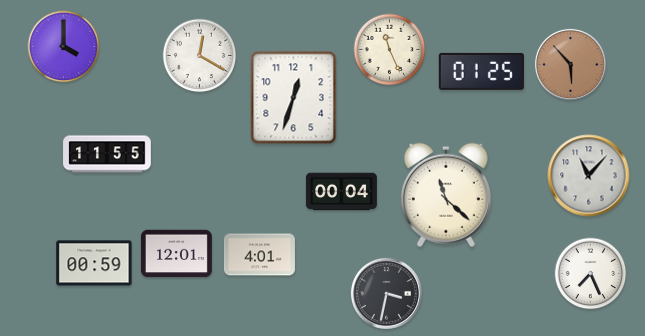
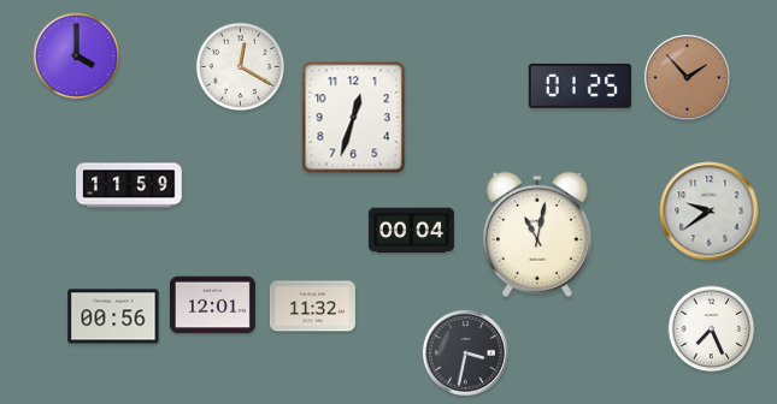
clock at (390, 50): 11:26 -> none
clock at (570, 64): 5:53 -> 1:53
clock at (107, 154): 11:55 -> 11:59
clock at (589, 176): 11:07 -> 9:39
clock at (446, 195): 11:22 -> 11:02
clock at (259, 255): 4:01 -> 11:32
clock at (94, 263): 00:59 -> 00:56
